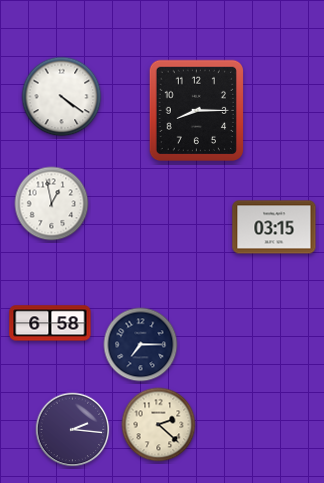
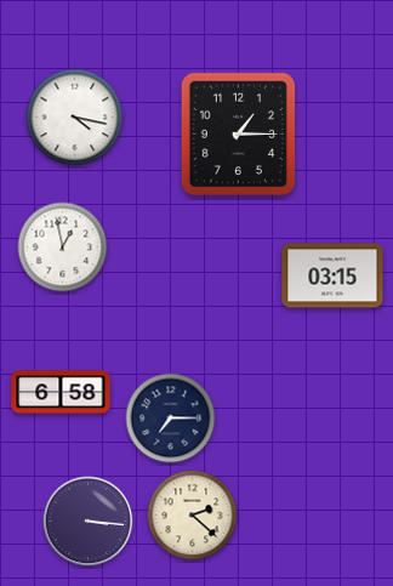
clock at (62, 97): 4:21 -> 4:17
clock at (196, 110): 8:15 -> 1:15
clock at (73, 430): 2:16 -> 3:16
